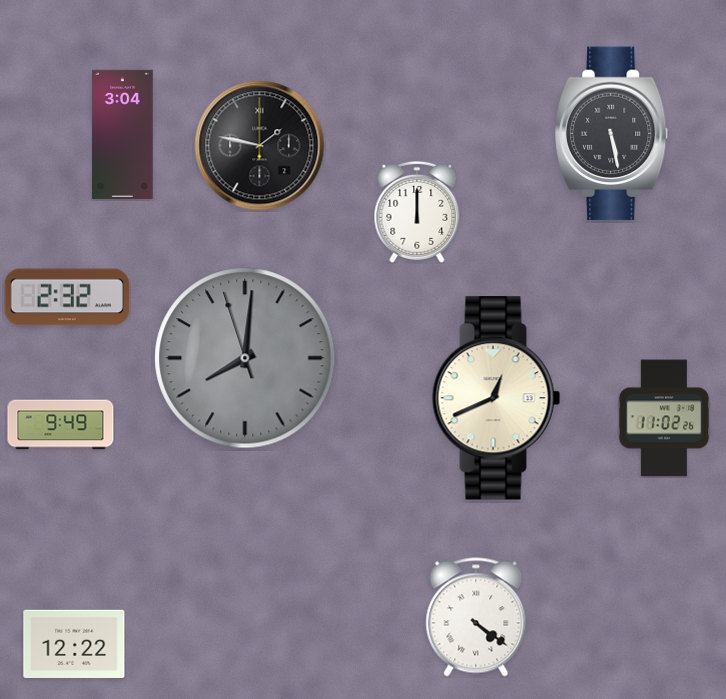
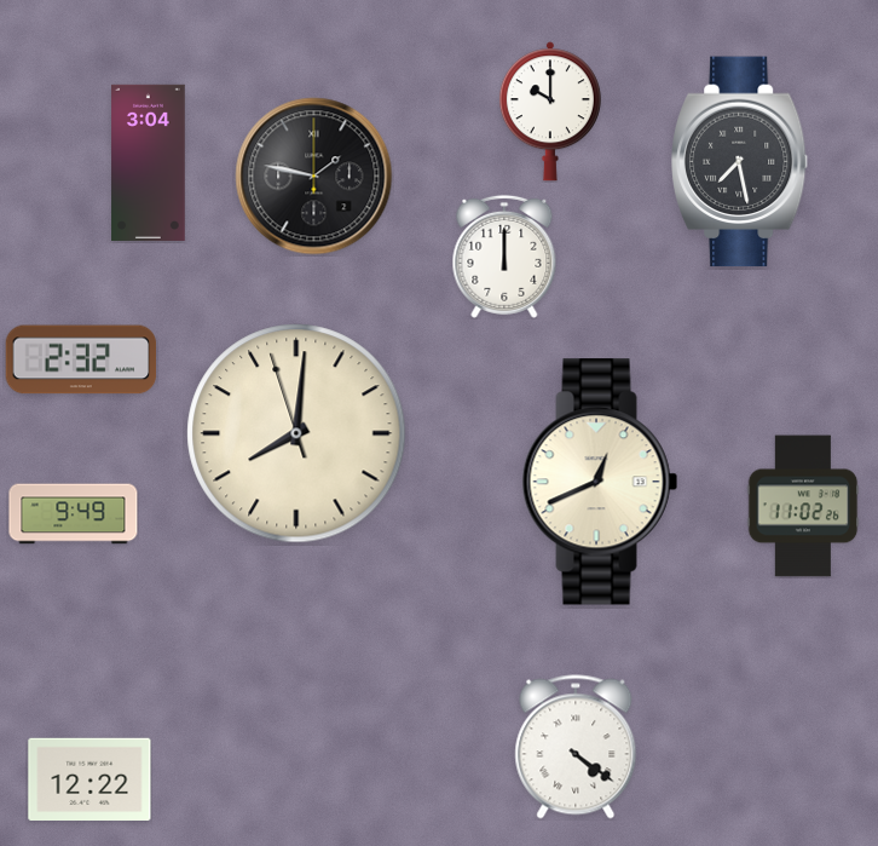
clock at (550, 111): none -> 10:00
clock at (613, 134): 5:28 -> 7:28
clock at (245, 358) dial: grey -> cream
